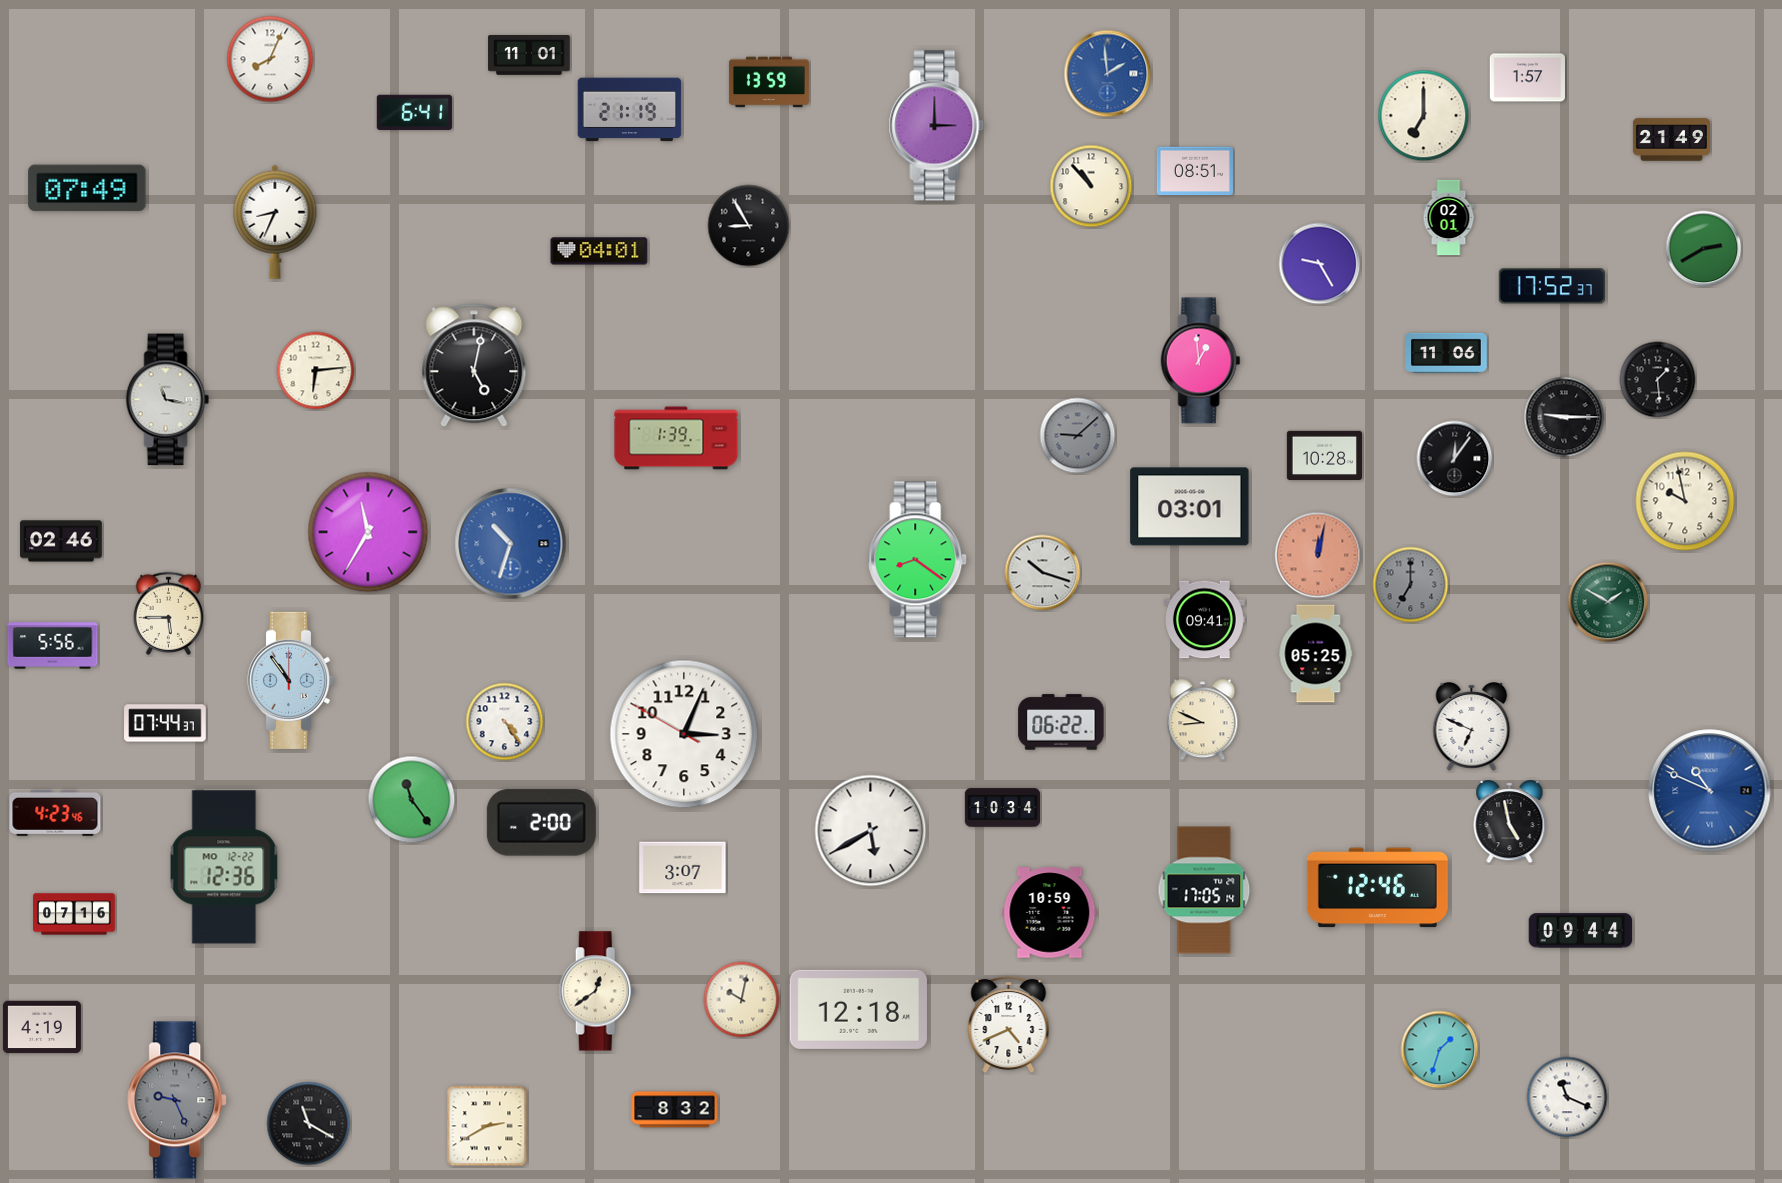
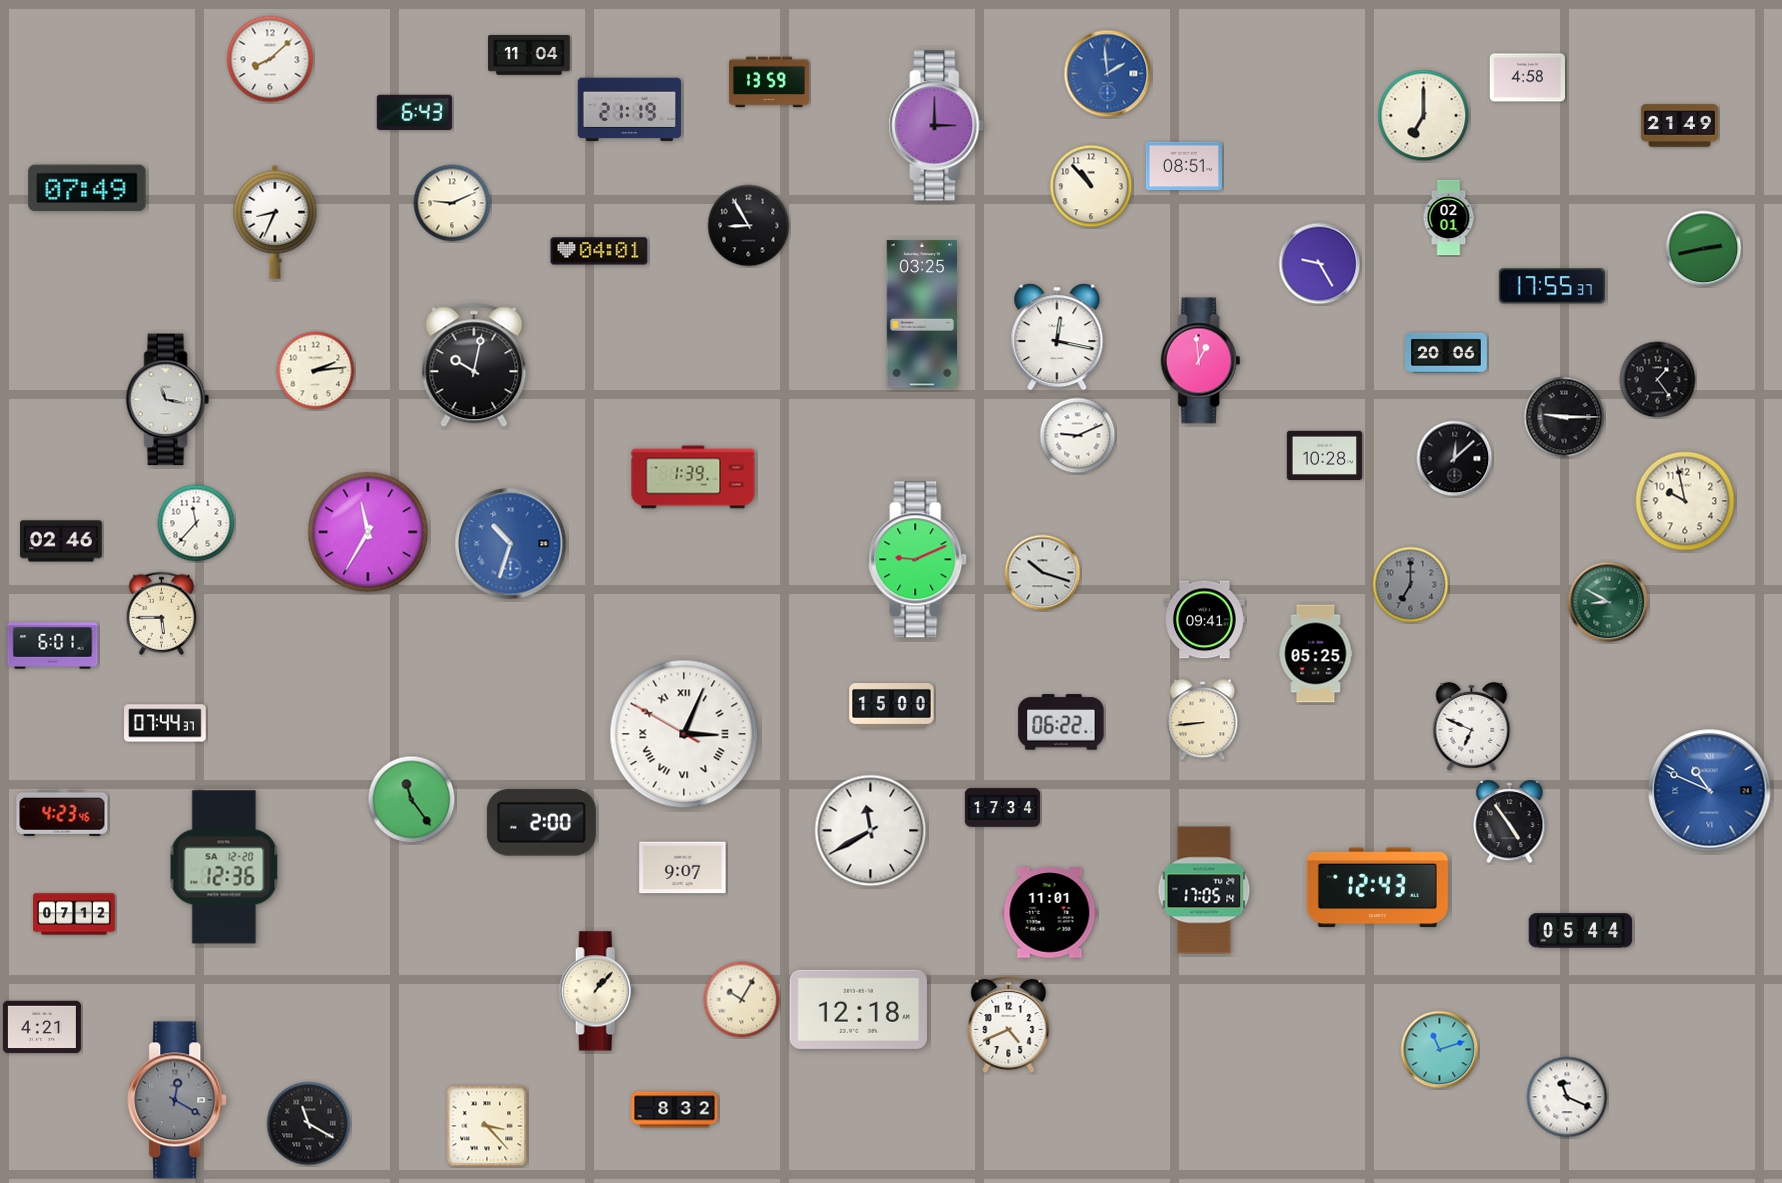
clock at (529, 56): 11:01 -> 11:04
clock at (270, 59): 8:04 -> 8:08
clock at (1527, 78): 1:57 -> 4:58
clock at (414, 112): 6:41 -> 6:43
clock at (1671, 140) position: (1671, 140) -> (1679, 126)
clock at (1195, 171) position: (1195, 171) -> (1184, 166)
clock at (452, 203): none -> 9:11
clock at (1704, 249): 2:40 -> 2:43
clock at (1552, 286): 17:52 -> 17:55
clock at (921, 314): none -> 03:25
clock at (1057, 337): none -> 12:17
clock at (1446, 353): 11:06 -> 20:06
clock at (474, 365): 5:02 -> 10:02
clock at (316, 371): 6:14 -> 2:14
clock at (1658, 380): 1:29 -> 1:24
clock at (1078, 436): 9:08 -> 9:11
clock at (1078, 436) dial: grey -> white
clock at (676, 438) position: (676, 438) -> (693, 477)
clock at (1455, 459): 12:06 -> 12:08
clock at (1190, 507): 03:01 -> none
clock at (196, 523): none -> 11:37
clock at (1318, 555): 12:02 -> none
clock at (918, 560): 8:21 -> 9:11
clock at (1608, 602): 1:50 -> 8:50
clock at (168, 613) position: (168, 613) -> (161, 613)
clock at (53, 646): 5:56 -> 6:01
clock at (291, 680): 10:54 -> none
clock at (892, 706): none -> 15:00
clock at (1203, 720): 8:49 -> 8:44
clock at (505, 722): 4:24 -> none
clock at (684, 734) numerals: Arabic -> Roman
clock at (1003, 808): 10:34 -> 17:34
clock at (55, 813) position: (55, 813) -> (62, 813)
clock at (1510, 822): 4:58 -> 4:54
clock at (871, 831): 5:40 -> 11:40
clock at (224, 867) date: MO 12-22 -> SA 12-20
clock at (683, 868): 3:07 -> 9:07
clock at (1377, 888): 12:46 -> 12:43
clock at (1050, 913): 10:59 -> 11:01
clock at (74, 914): 07:16 -> 07:12
clock at (1581, 931): 09:44 -> 05:44
clock at (597, 991): 12:39 -> 1:07
clock at (742, 1000): 10:02 -> 10:05
clock at (42, 1027): 4:19 -> 4:21
clock at (1440, 1050): 1:33 -> 11:12
clock at (178, 1100): 9:26 -> 12:20
clock at (487, 1126): 2:40 -> 3:23
